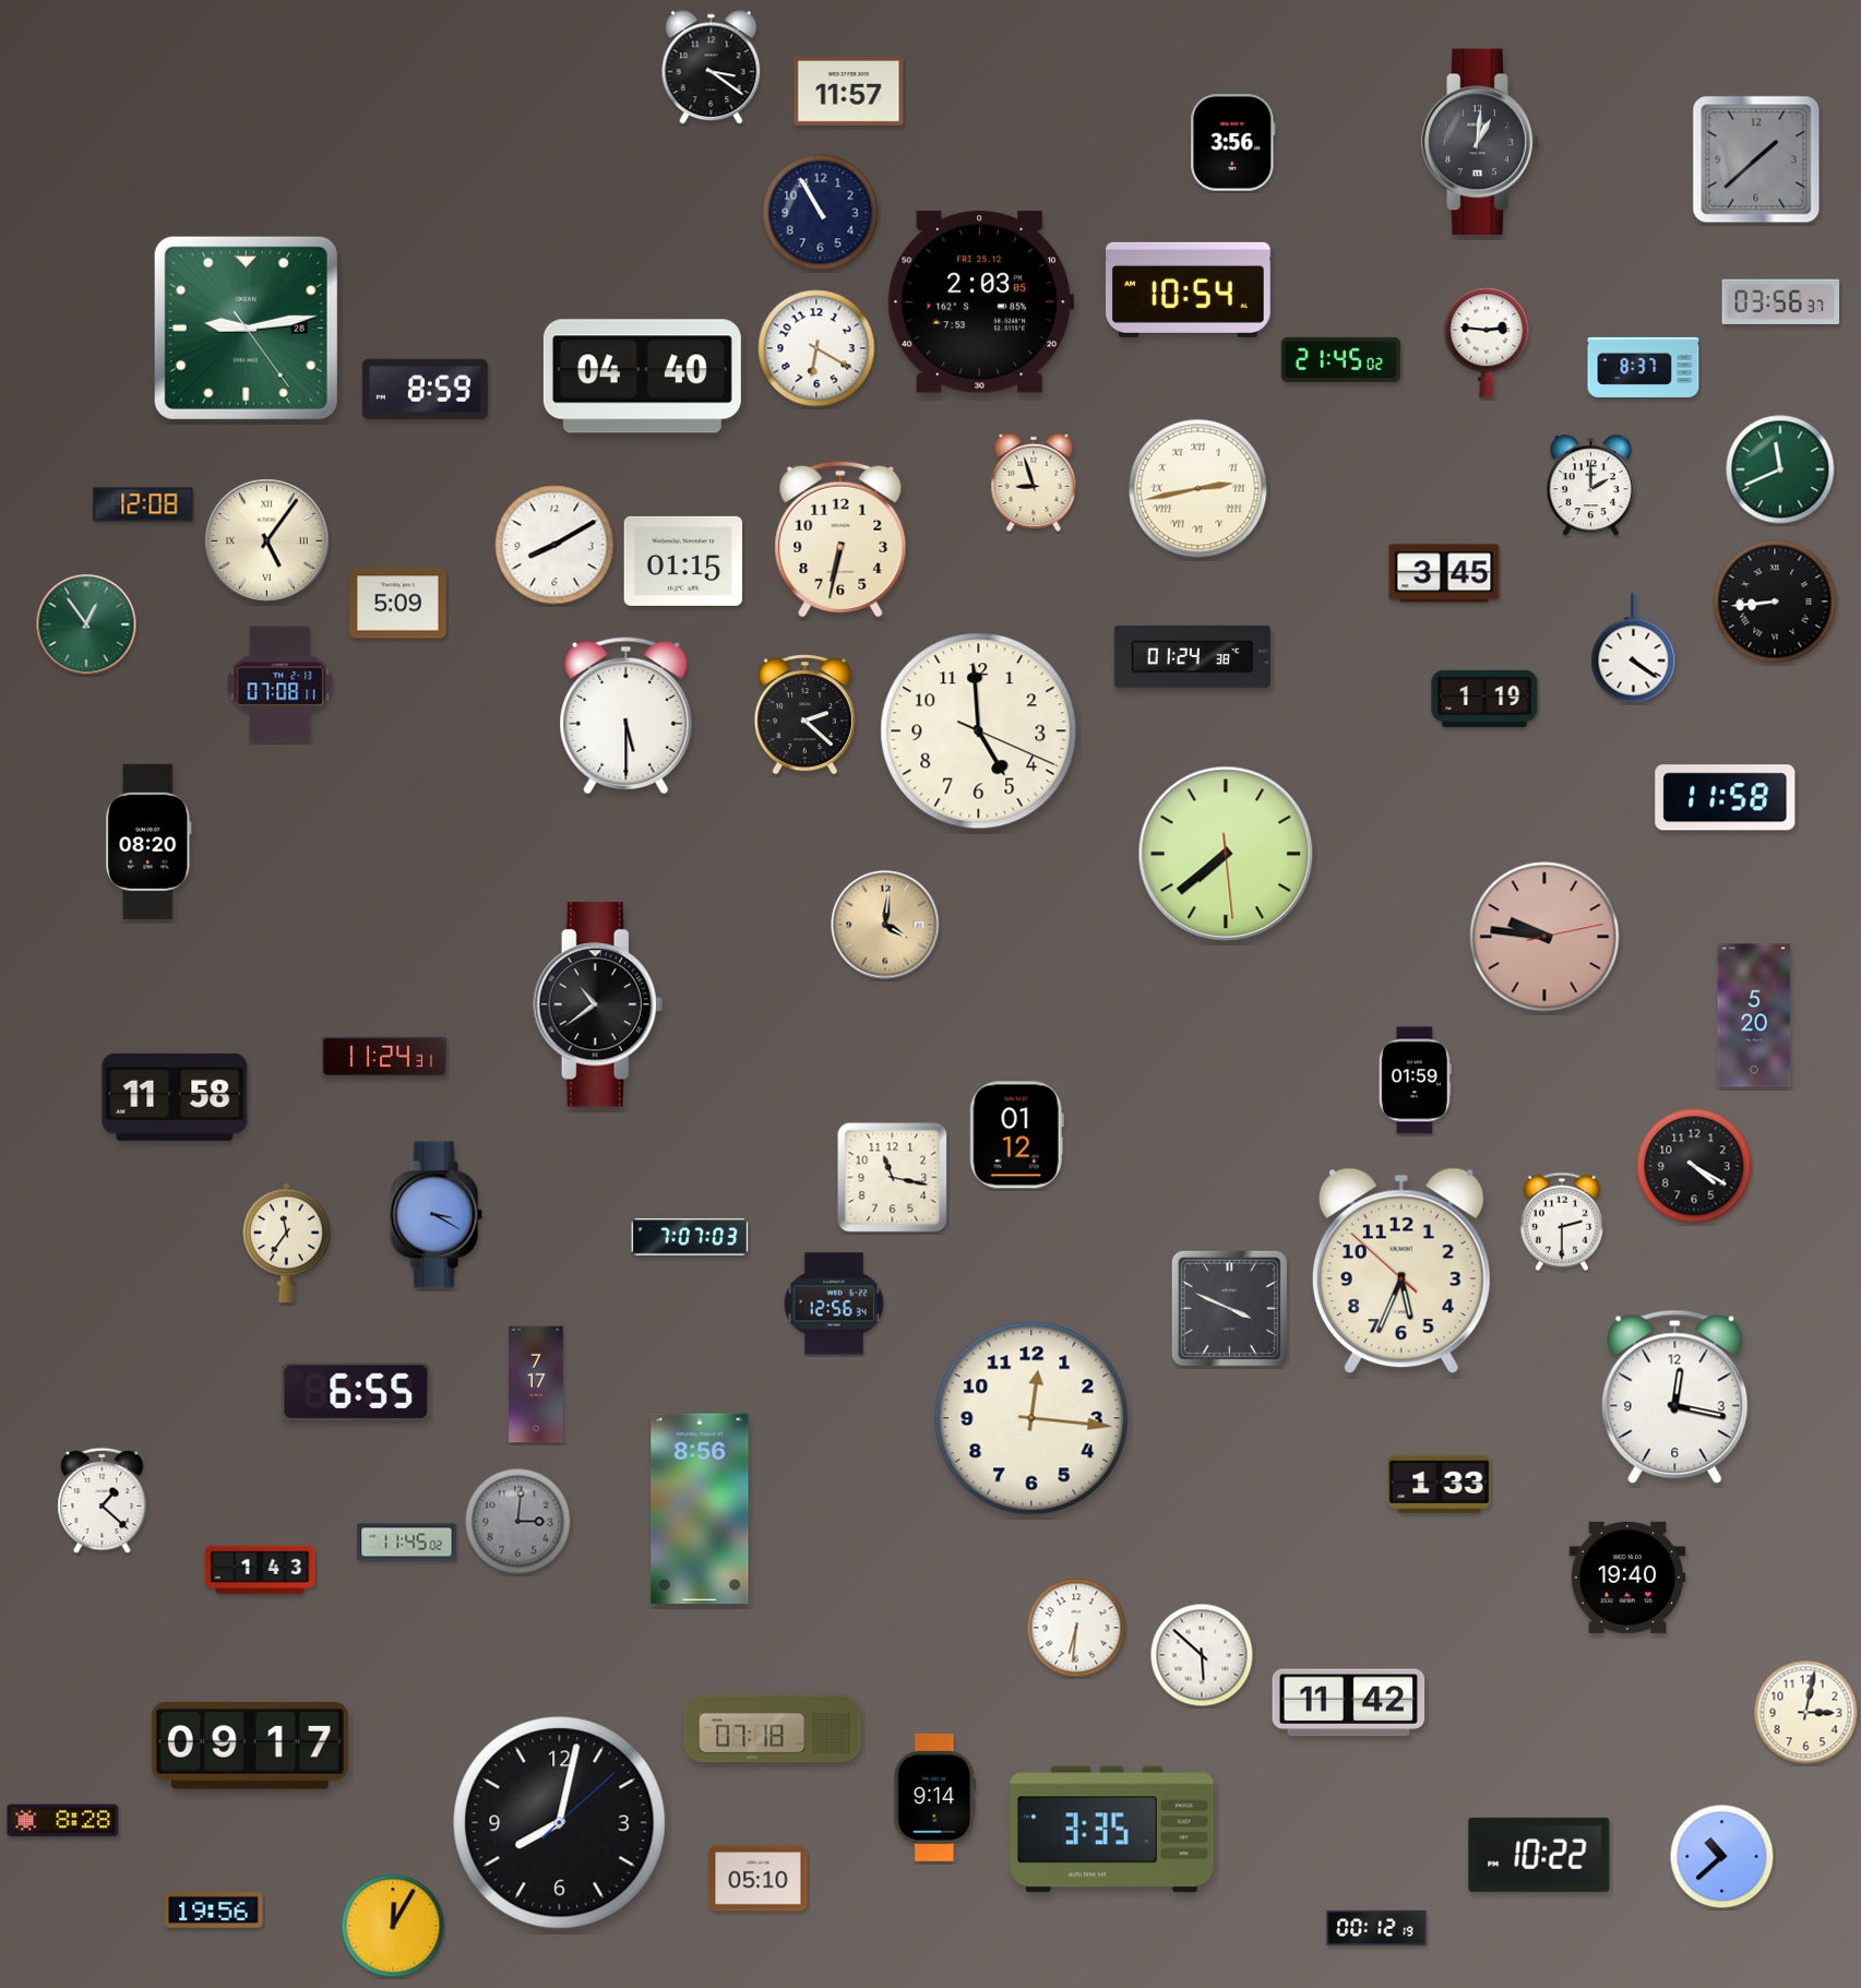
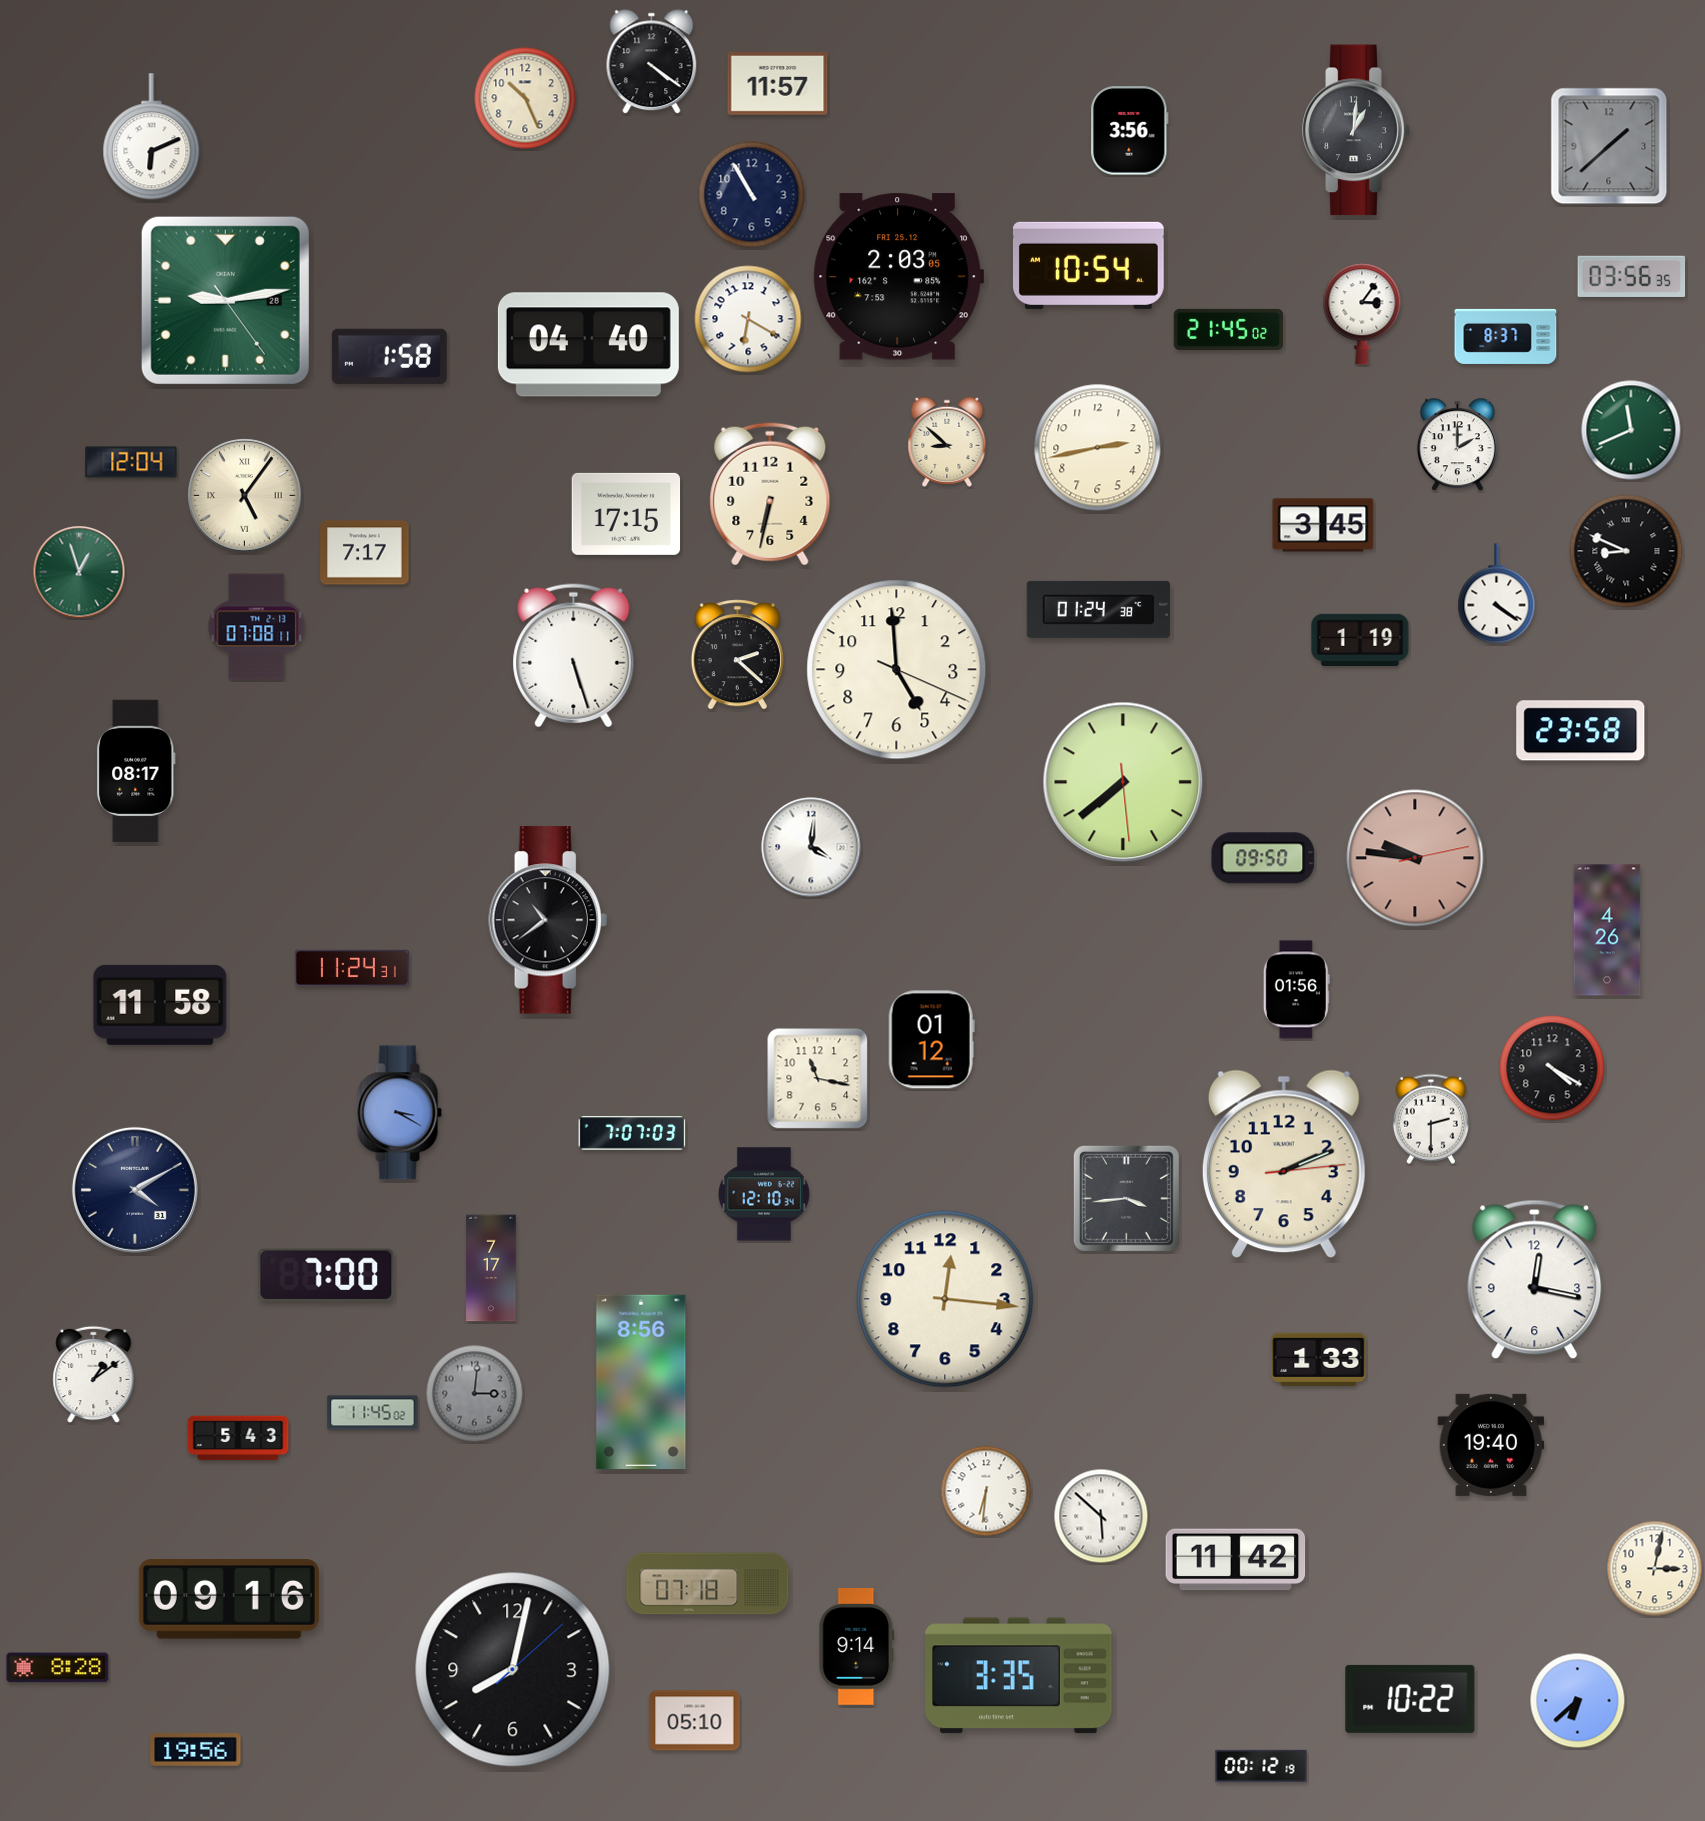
clock at (712, 68): 3:21 -> 4:21
clock at (525, 98): none -> 10:26
clock at (152, 137): none -> 6:11
clock at (1781, 301): 03:56:37 -> 03:56:35
clock at (1487, 343): 2:46 -> 3:06
clock at (425, 389): 8:59 -> 1:58
clock at (1034, 483): 8:57 -> 8:52
clock at (1198, 489) numerals: Roman -> Arabic
clock at (143, 504): 12:08 -> 12:04
clock at (554, 545): 8:10 -> none
clock at (683, 561): 01:15 -> 17:15
clock at (1775, 602): 8:44 -> 8:49
clock at (398, 604): 5:09 -> 7:17
clock at (86, 624): 12:54 -> 12:57
clock at (1192, 656) position: (1192, 656) -> (1098, 609)
clock at (627, 716): 5:30 -> 5:27
clock at (1726, 798): 11:58 -> 23:58
clock at (148, 841): 08:20 -> 08:17
clock at (885, 925) dial: champagne -> white
clock at (1263, 858): none -> 09:50
clock at (1754, 1015): 5:20 -> 4:26
clock at (1415, 1081): 01:59 -> 01:56
clock at (287, 1243): 11:36 -> none
clock at (1401, 1271): 5:33 -> 2:11
clock at (135, 1190): none -> 4:10
clock at (834, 1303): 12:56 -> 12:10
clock at (1229, 1308): 3:49 -> 3:44
clock at (356, 1392): 6:55 -> 7:00
clock at (103, 1501): 1:22 -> 1:09
clock at (260, 1570): 1:43 -> 5:43
clock at (250, 1747): 09:17 -> 09:16
clock at (1722, 1857): 10:38 -> 6:38
clock at (393, 1926): 12:05 -> none
